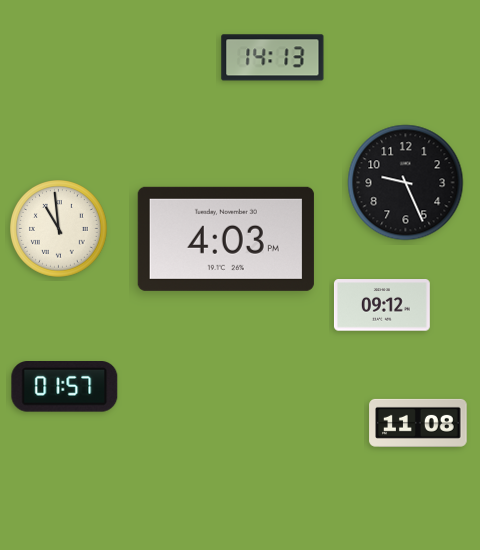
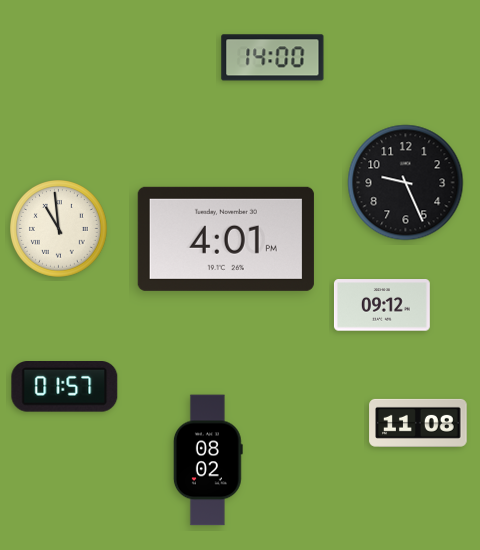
clock at (273, 58): 14:13 -> 14:00
clock at (226, 239): 4:03 -> 4:01
clock at (208, 460): none -> 08:02
